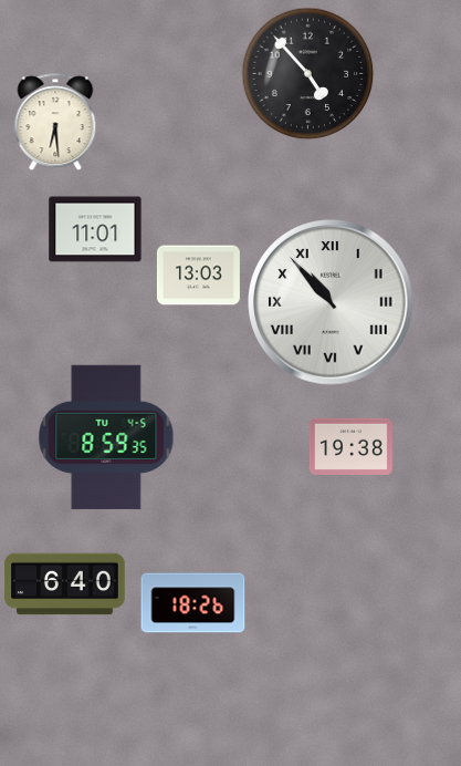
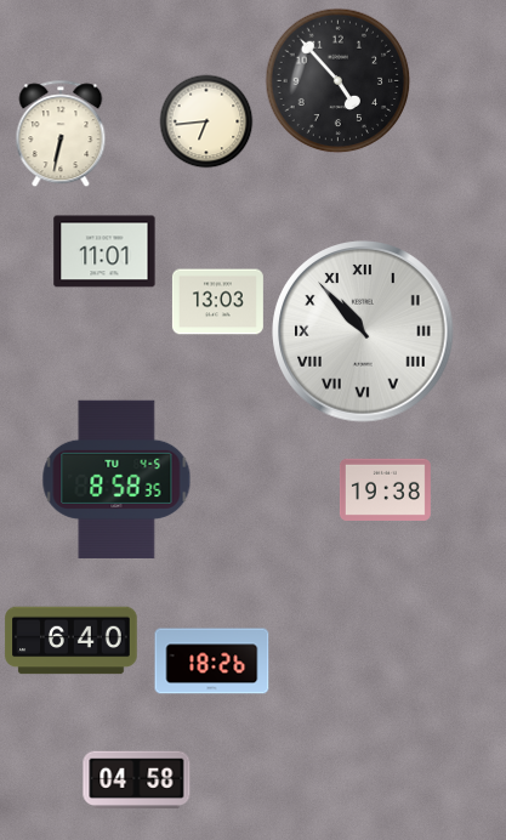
clock at (206, 121): none -> 6:44
clock at (55, 123): 6:29 -> 6:32
clock at (106, 437): 8:59 -> 8:58
clock at (137, 779): none -> 04:58
